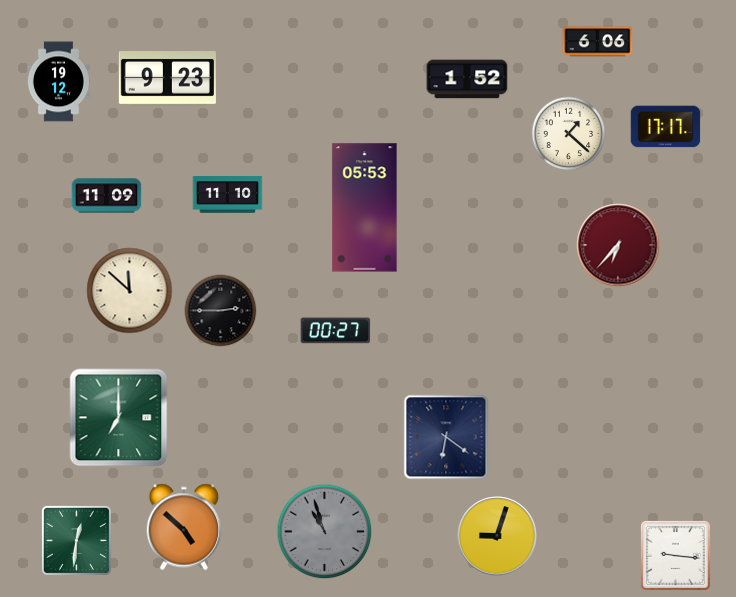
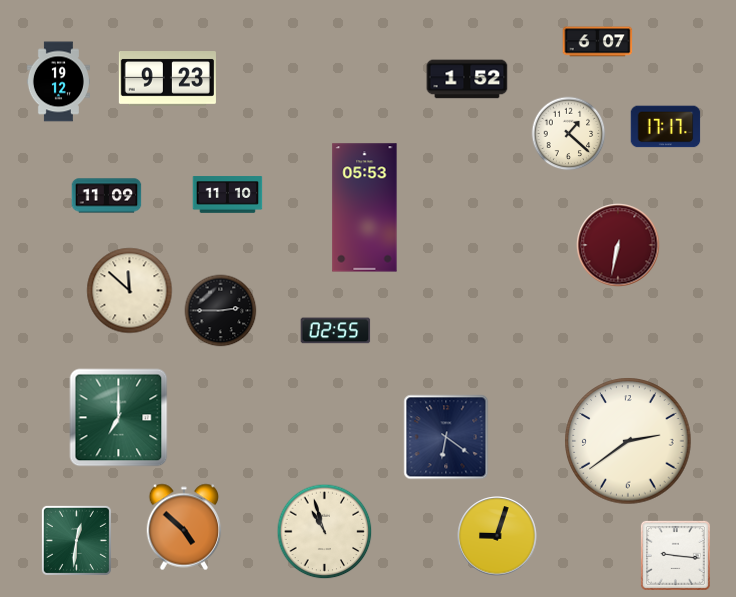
clock at (598, 42): 6:06 -> 6:07
clock at (618, 245): 6:37 -> 6:32
clock at (336, 331): 00:27 -> 02:55
clock at (628, 441): none -> 2:39
clock at (325, 532) dial: grey -> cream
